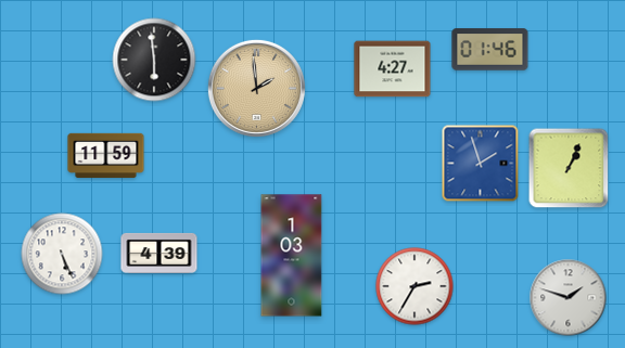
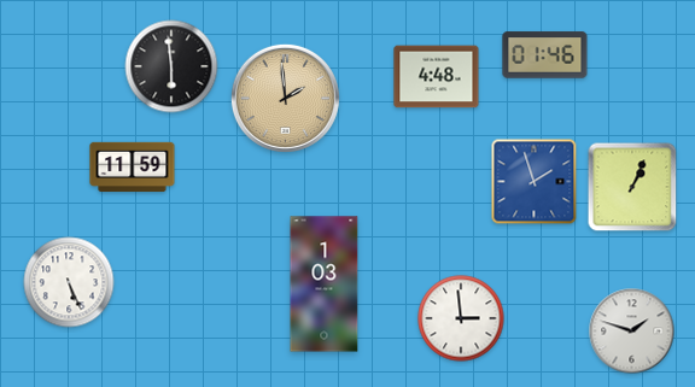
clock at (393, 69): 4:27 -> 4:48
clock at (106, 156) position: (106, 156) -> (133, 168)
clock at (160, 253): 4:39 -> none
clock at (414, 286): 2:35 -> 2:59
